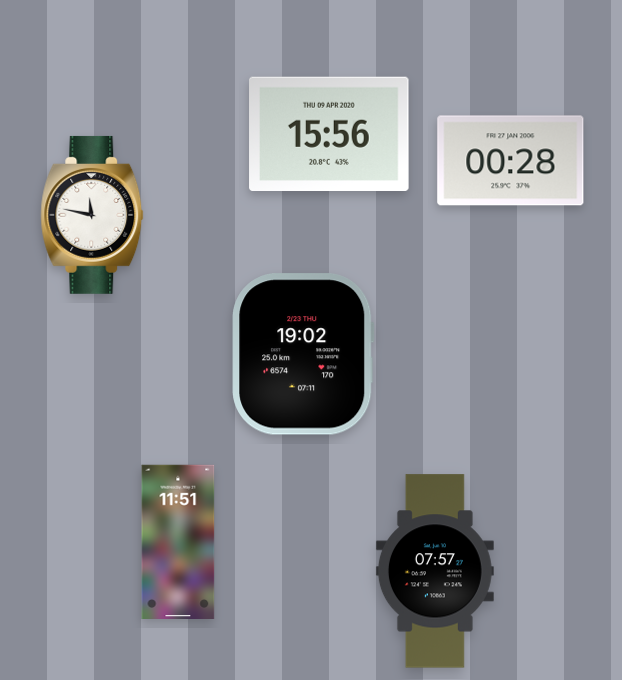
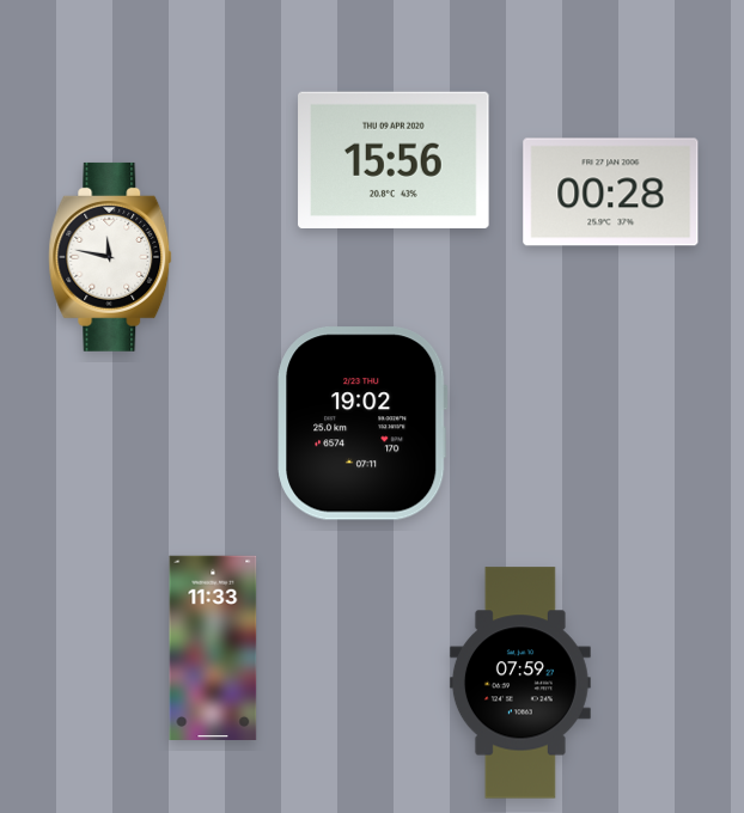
clock at (178, 541): 11:51 -> 11:33
clock at (435, 571): 07:57 -> 07:59
